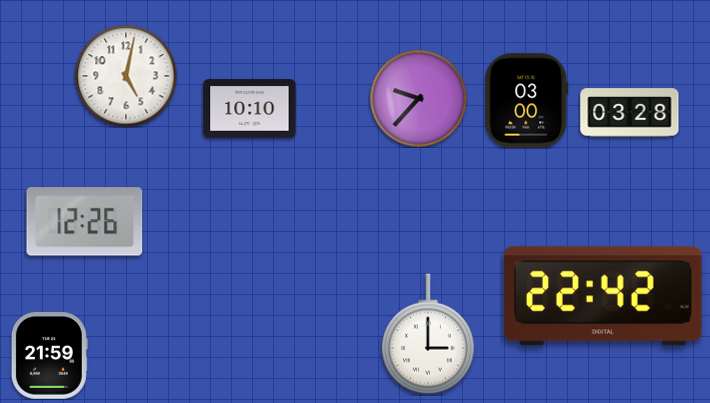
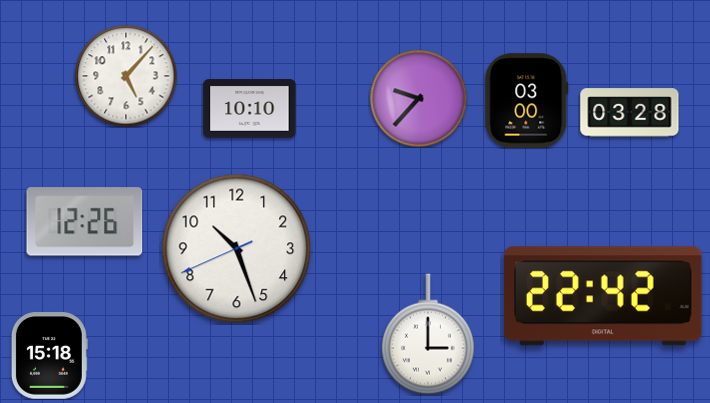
clock at (126, 76): 5:02 -> 5:07
clock at (237, 249): none -> 10:26
clock at (49, 356): 21:59 -> 15:18
